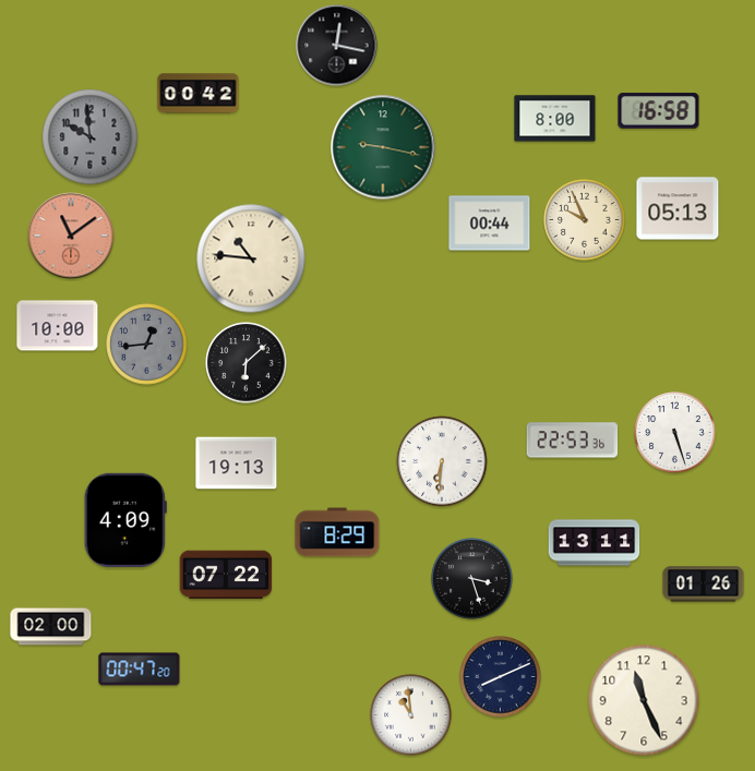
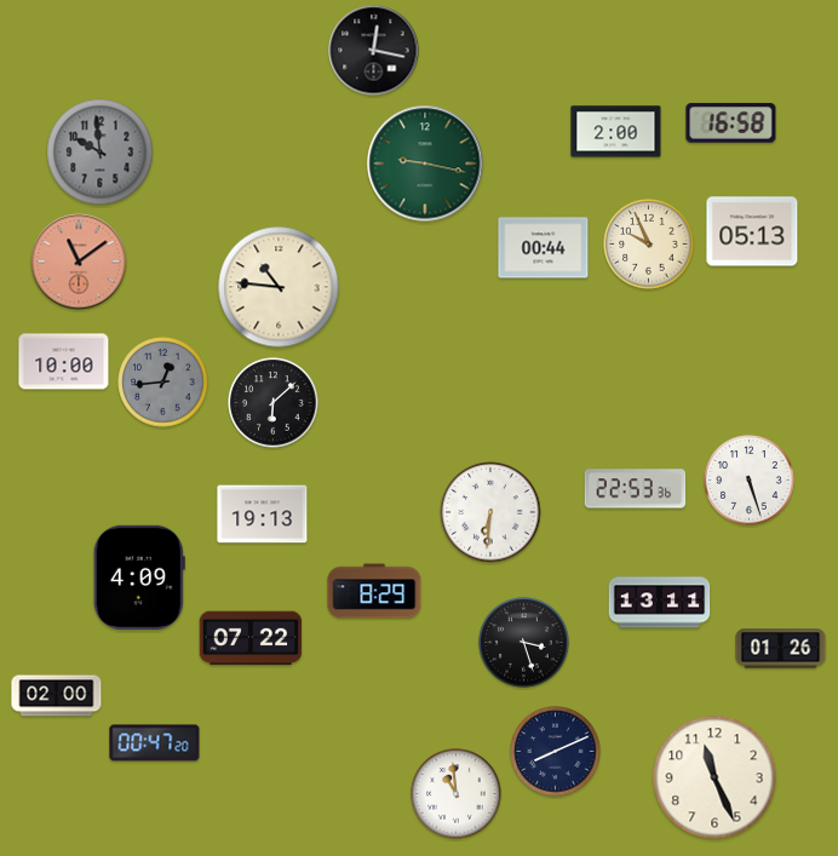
clock at (199, 94): 00:42 -> none
clock at (555, 119): 8:00 -> 2:00
